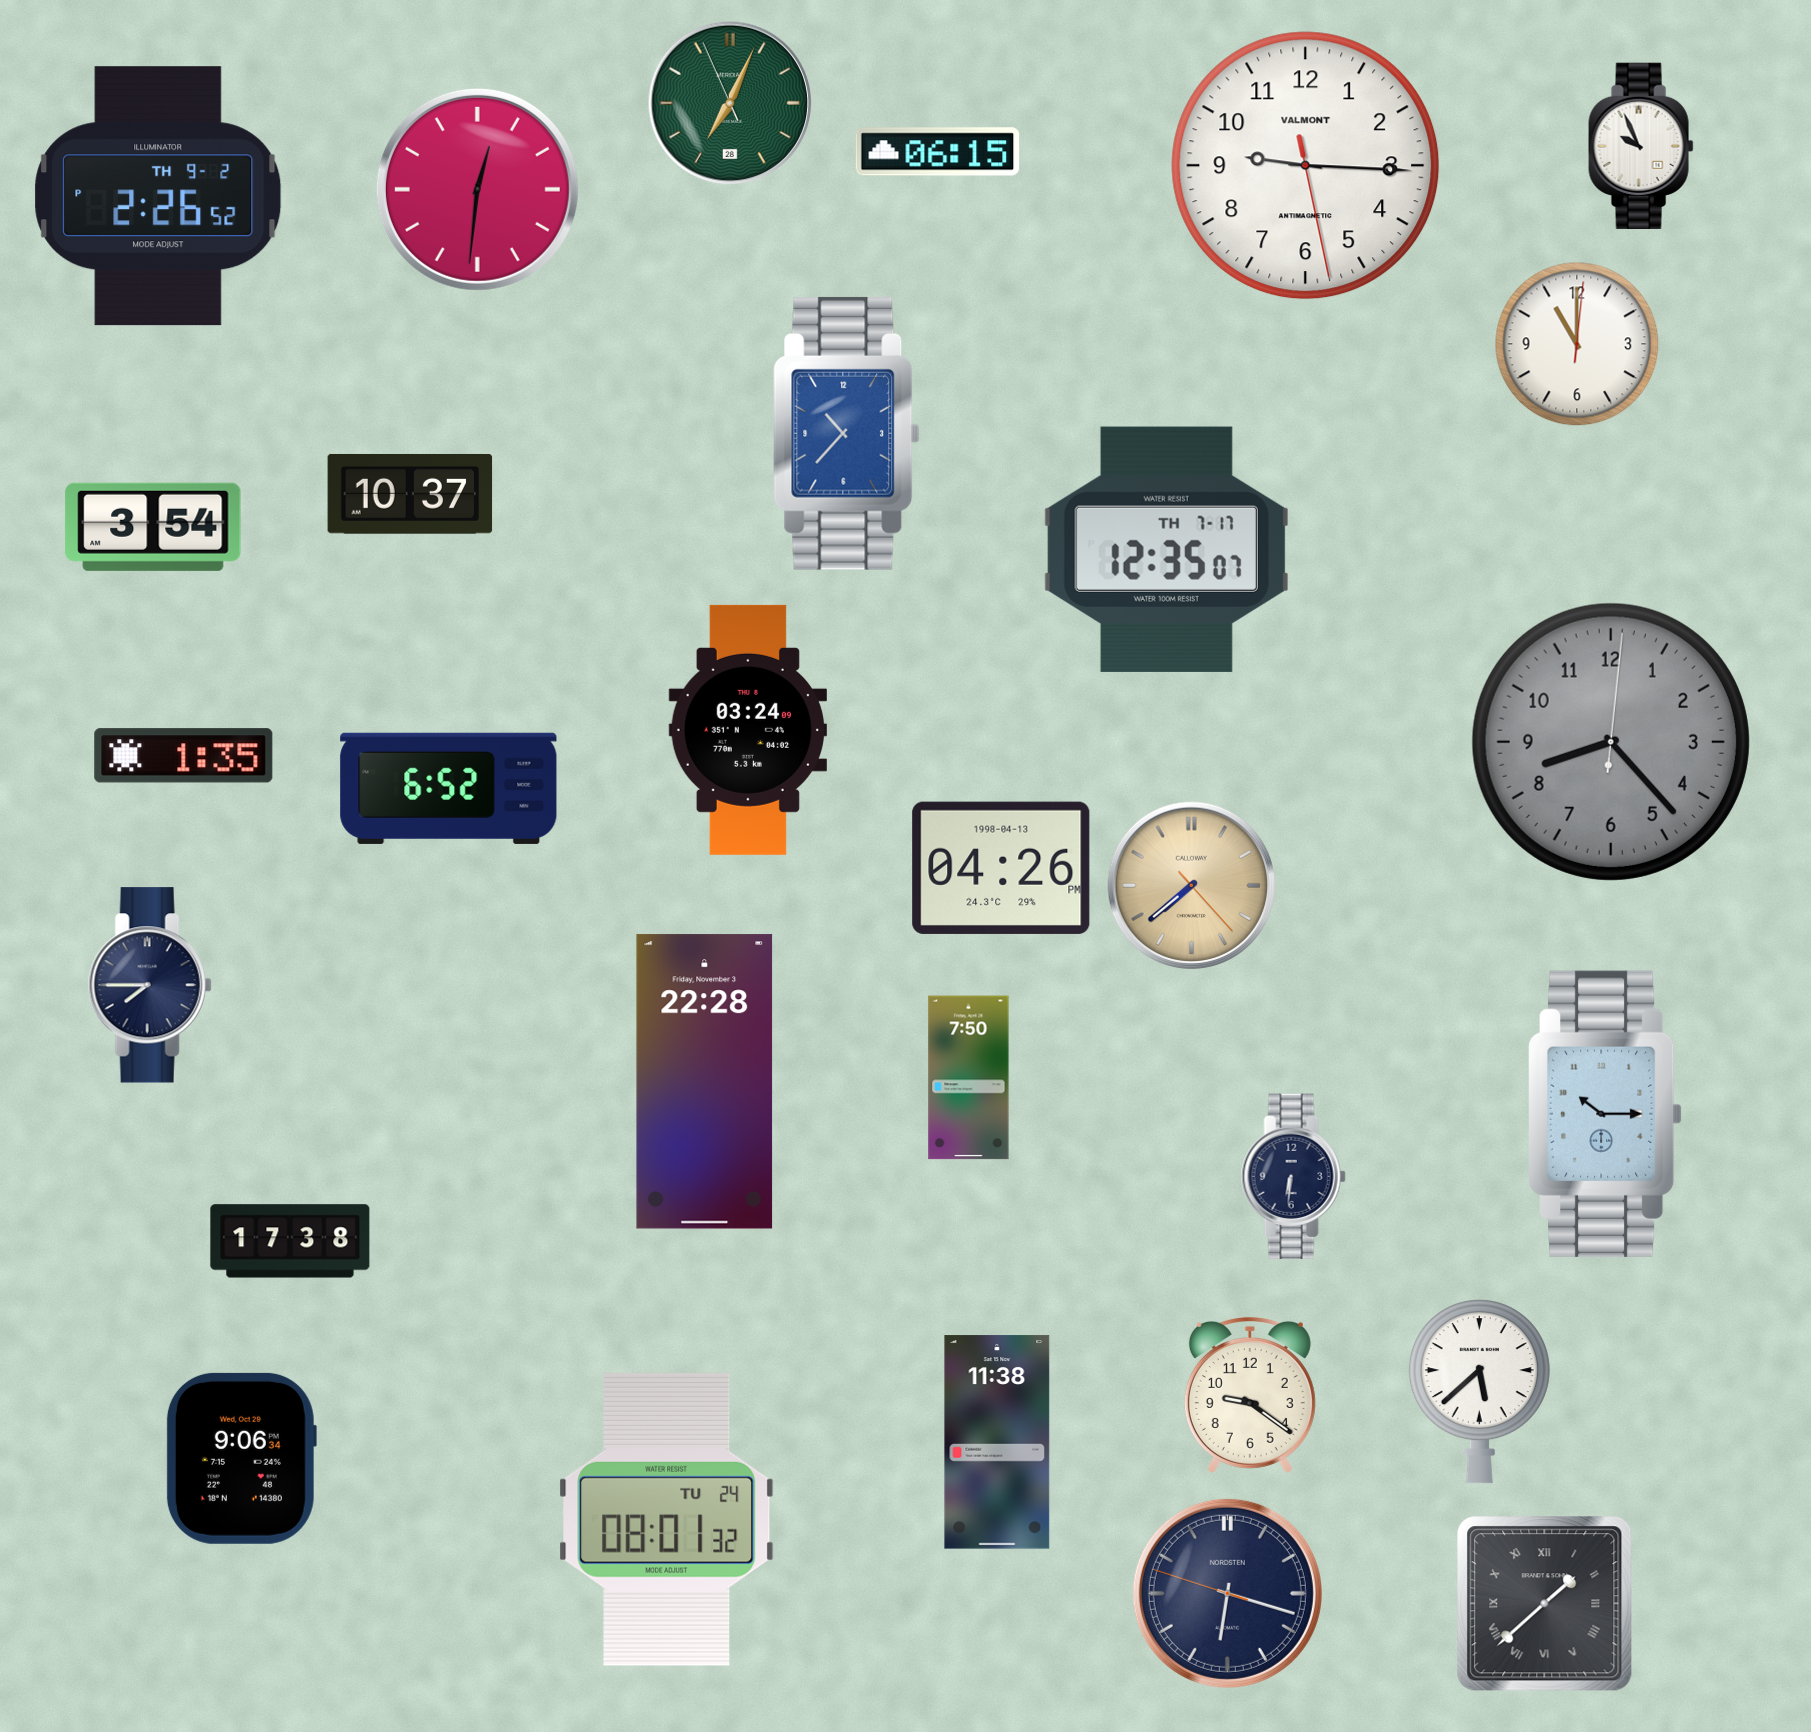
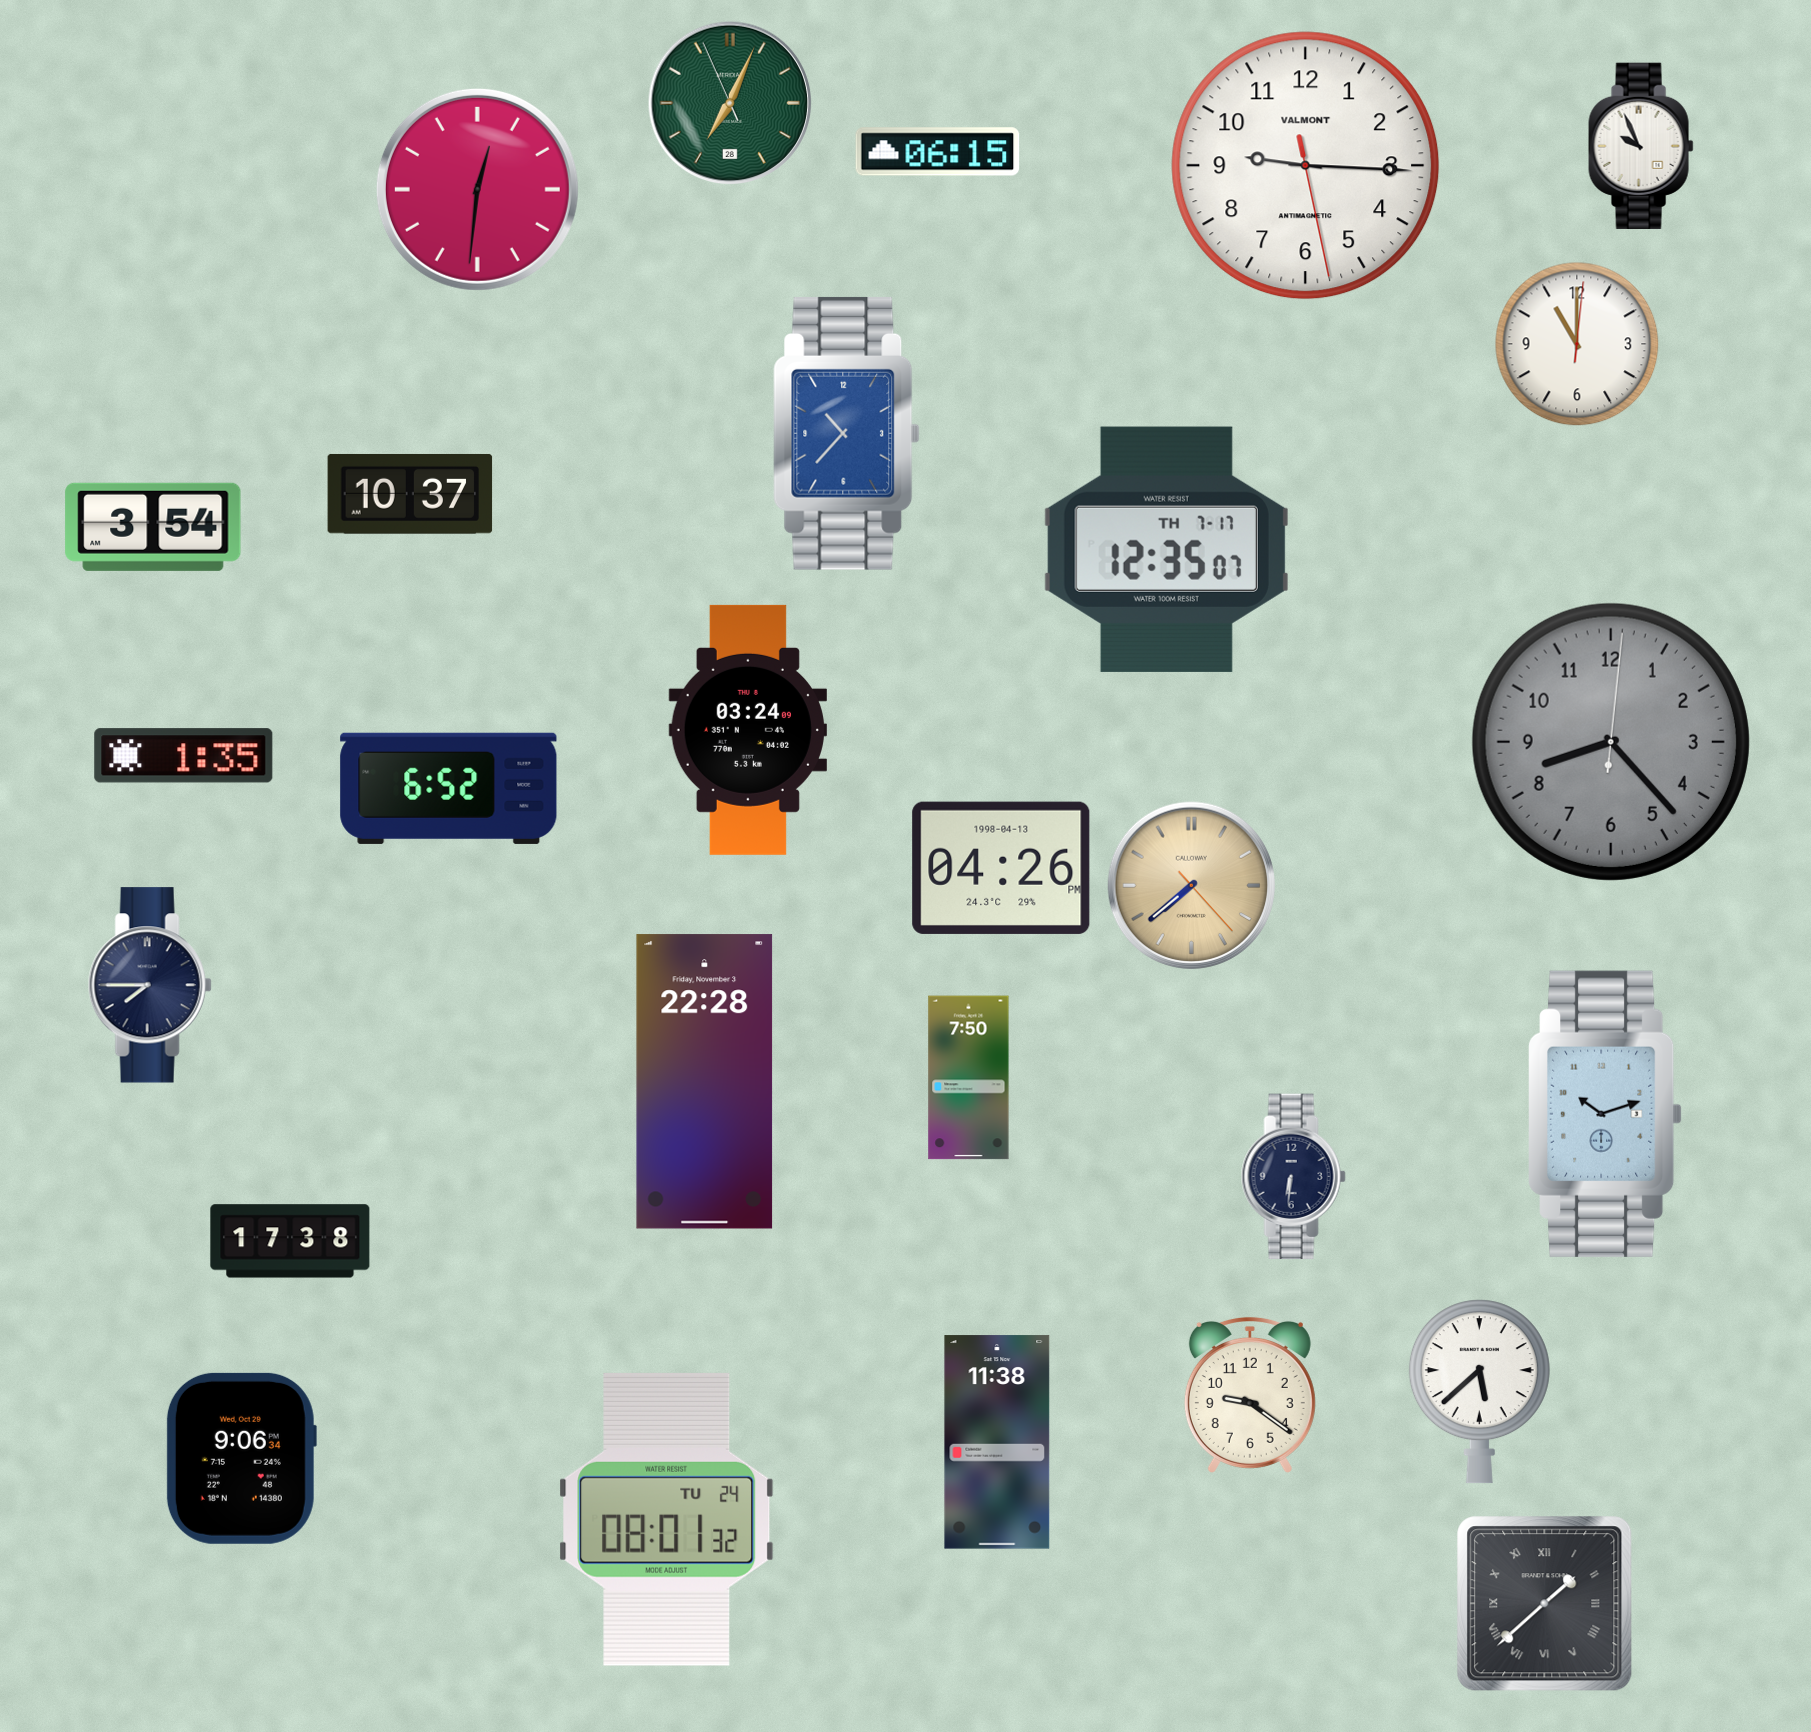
clock at (158, 196): 2:26 -> none
clock at (1605, 1114): 10:15 -> 10:12
clock at (1227, 1593): 6:17 -> none
